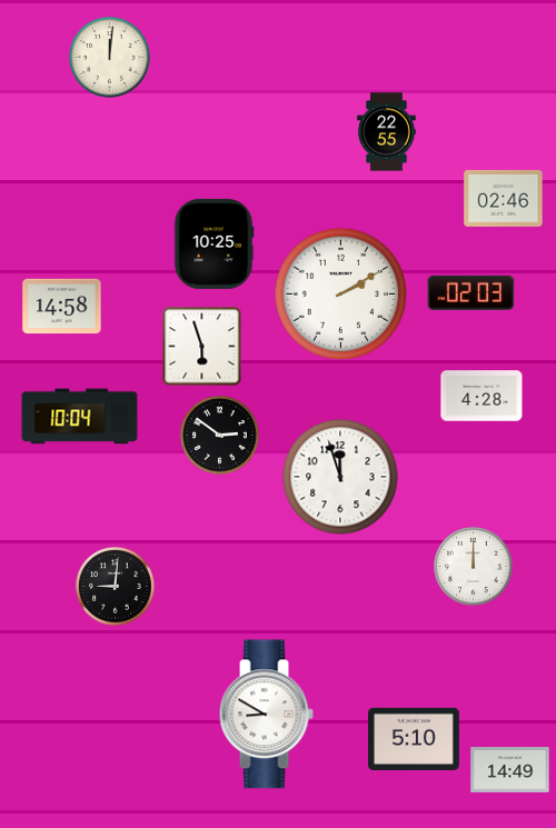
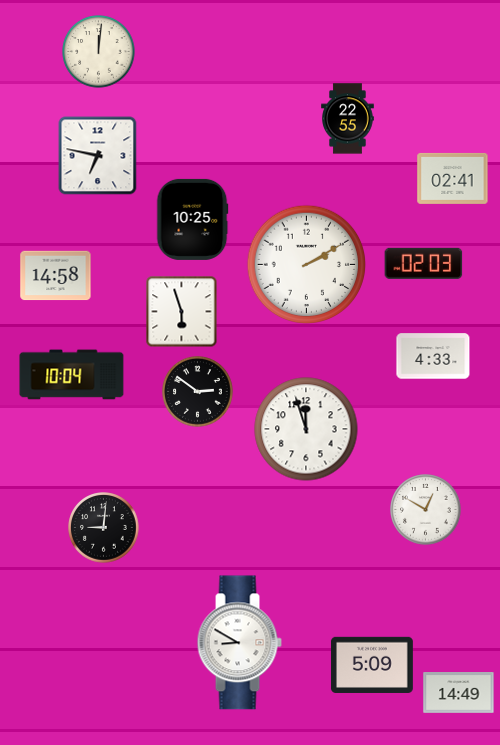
clock at (98, 156): none -> 6:47
clock at (504, 198): 02:46 -> 02:41
clock at (481, 396): 4:28 -> 4:33
clock at (474, 567): 12:00 -> 12:50
clock at (414, 739): 5:10 -> 5:09
